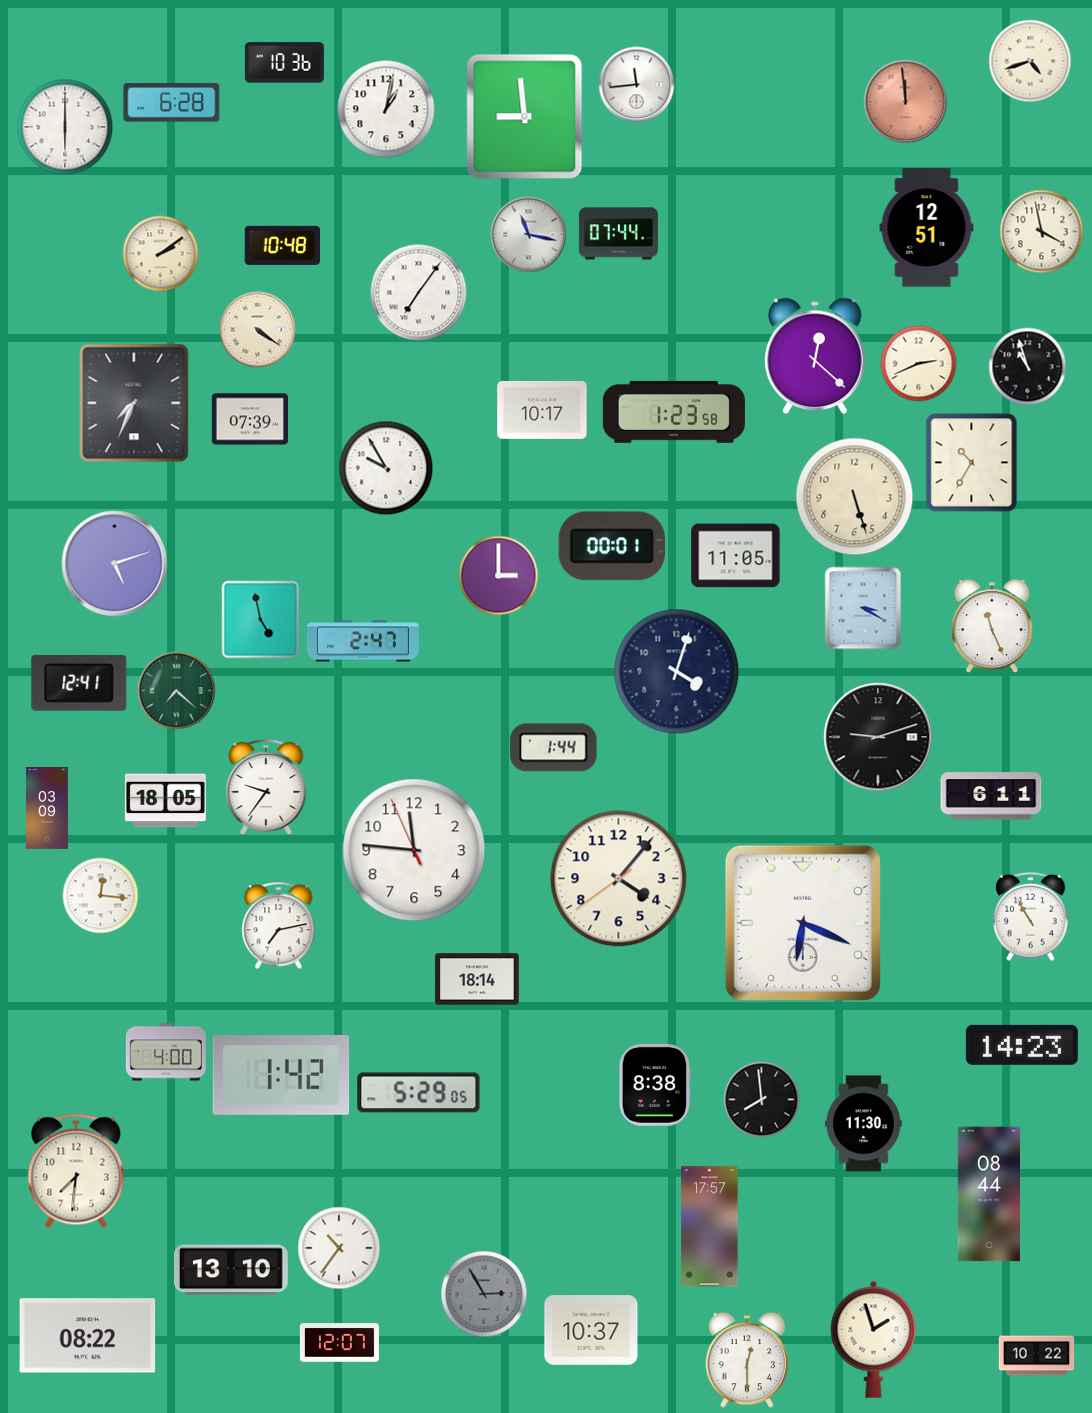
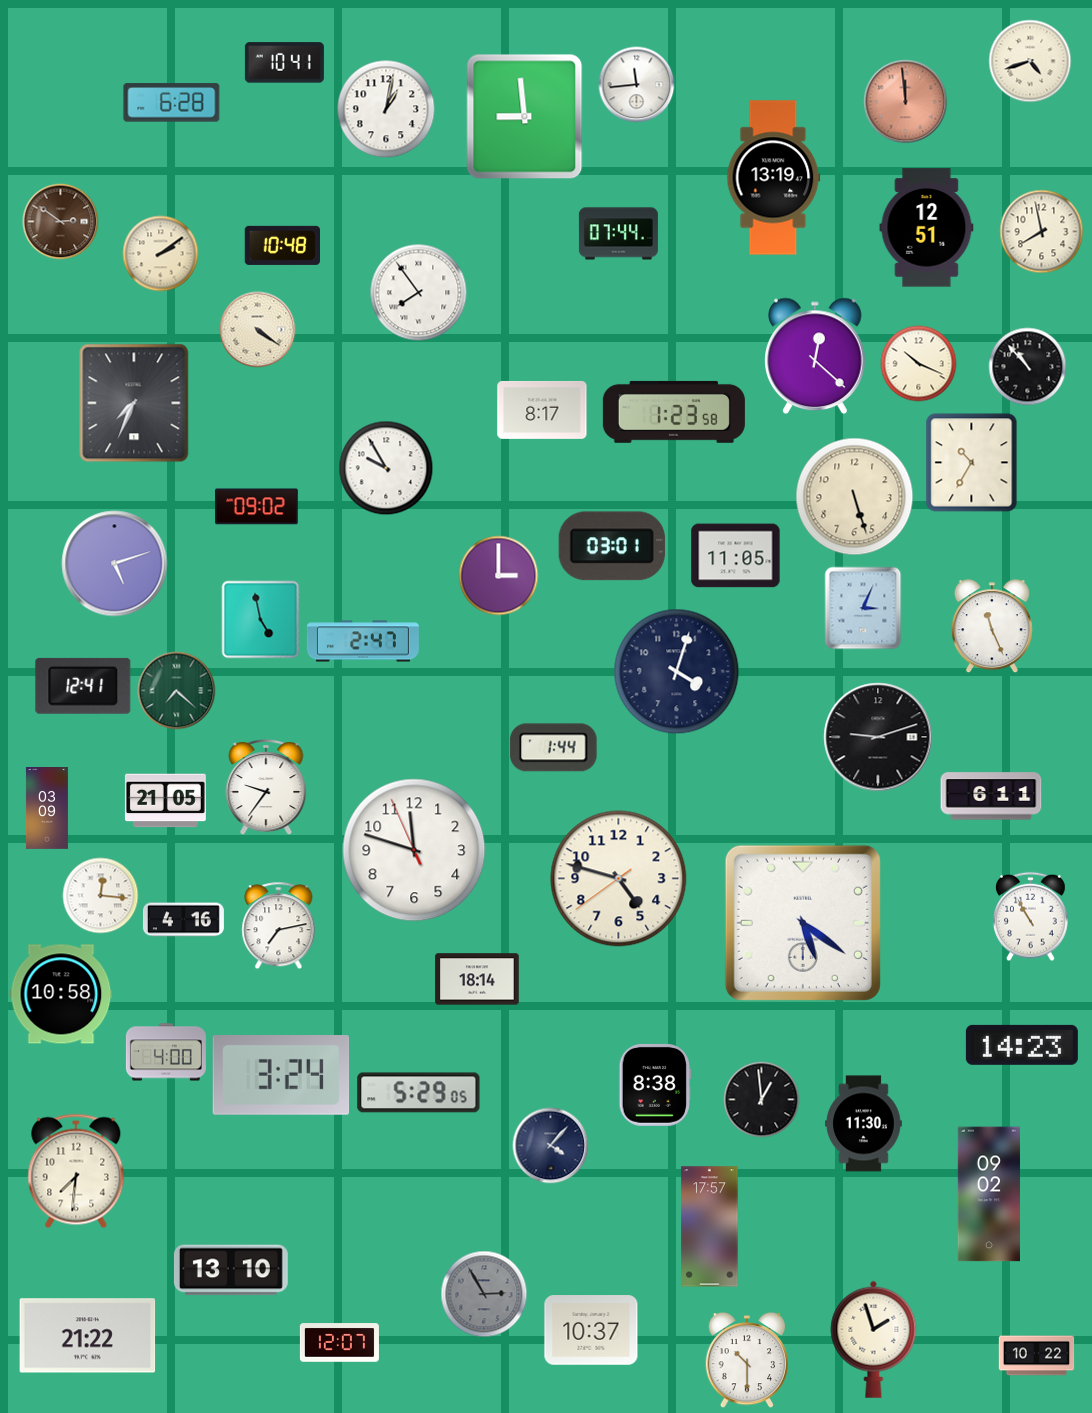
clock at (284, 63): 10:36 -> 10:41
clock at (65, 127): 6:00 -> none
clock at (774, 178): none -> 13:19
clock at (61, 222): none -> 2:51
clock at (1042, 232): 3:58 -> 7:58
clock at (529, 235): 11:17 -> none
clock at (419, 293): 7:06 -> 7:54
clock at (919, 364): 2:41 -> 10:19
clock at (1028, 367): 10:57 -> 10:53
clock at (542, 410): 10:17 -> 8:17
clock at (249, 419): 07:39 -> none
clock at (257, 507): none -> 09:02
clock at (612, 546): 00:01 -> 03:01
clock at (863, 608): 3:20 -> 3:04
clock at (79, 683) position: (79, 683) -> (83, 686)
clock at (165, 801): 18:05 -> 21:05
clock at (414, 850): 11:45 -> 11:47
clock at (619, 879): 4:06 -> 4:47
clock at (183, 920): none -> 4:16
clock at (803, 923): 6:19 -> 5:21
clock at (61, 994): none -> 10:58
clock at (281, 1076): 1:42 -> 3:24
clock at (762, 1100): 7:59 -> 12:59
clock at (551, 1146): none -> 4:07
clock at (988, 1194): 08:44 -> 09:02
clock at (339, 1248): 10:36 -> none
clock at (88, 1336): 08:22 -> 21:22
clock at (747, 1360): 12:30 -> 10:30
